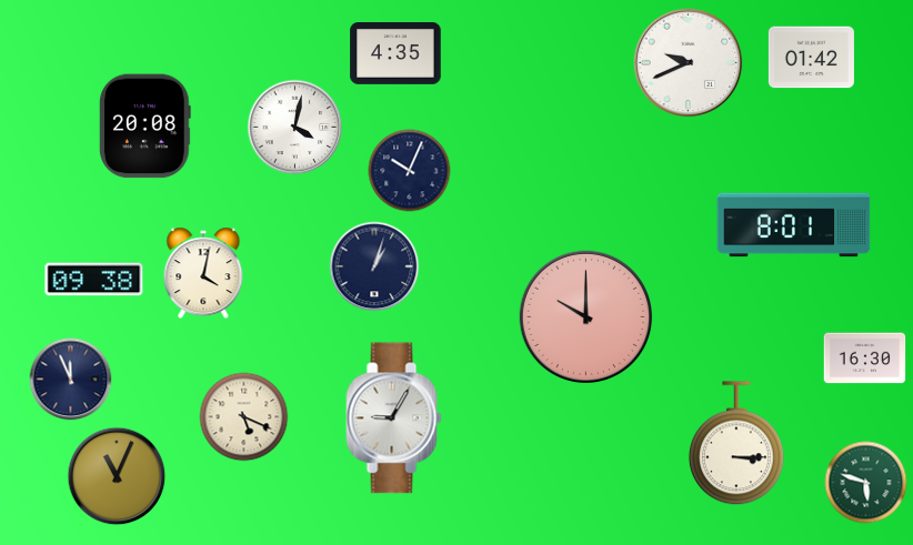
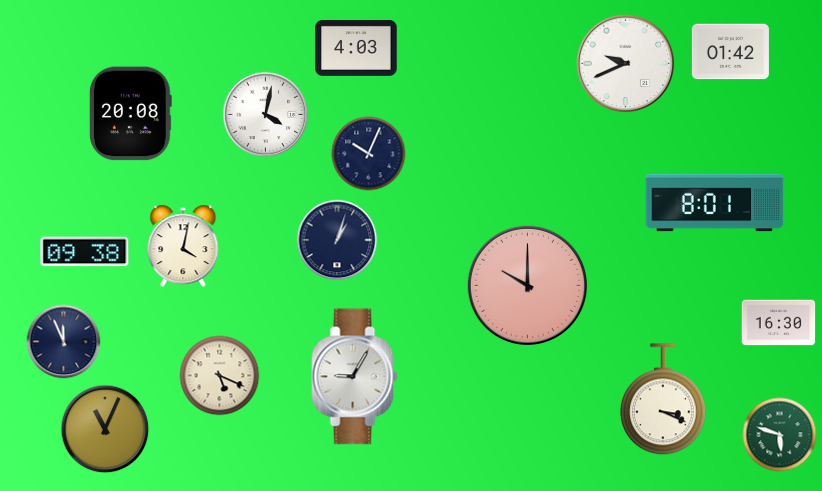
clock at (395, 54): 4:35 -> 4:03
clock at (689, 63) position: (689, 63) -> (626, 64)
clock at (736, 444): 3:15 -> 3:19
